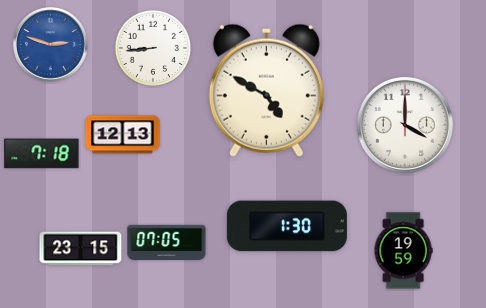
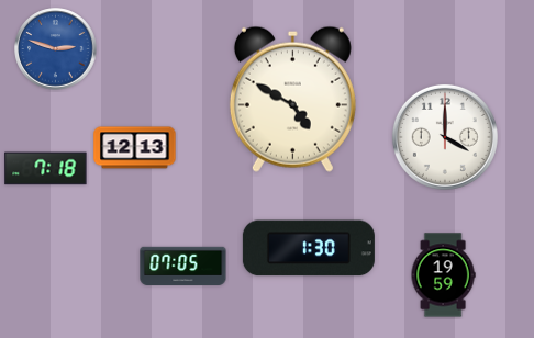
clock at (153, 48): 8:44 -> none
clock at (287, 226) position: (287, 226) -> (309, 248)
clock at (81, 249): 23:15 -> none
